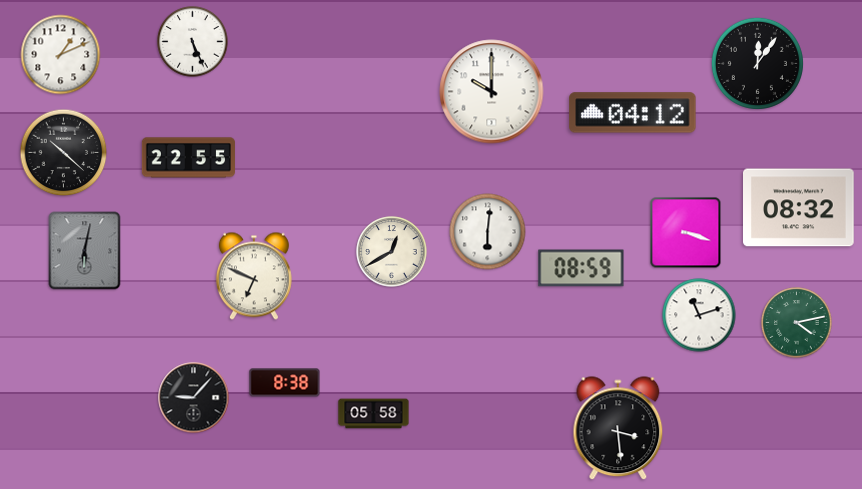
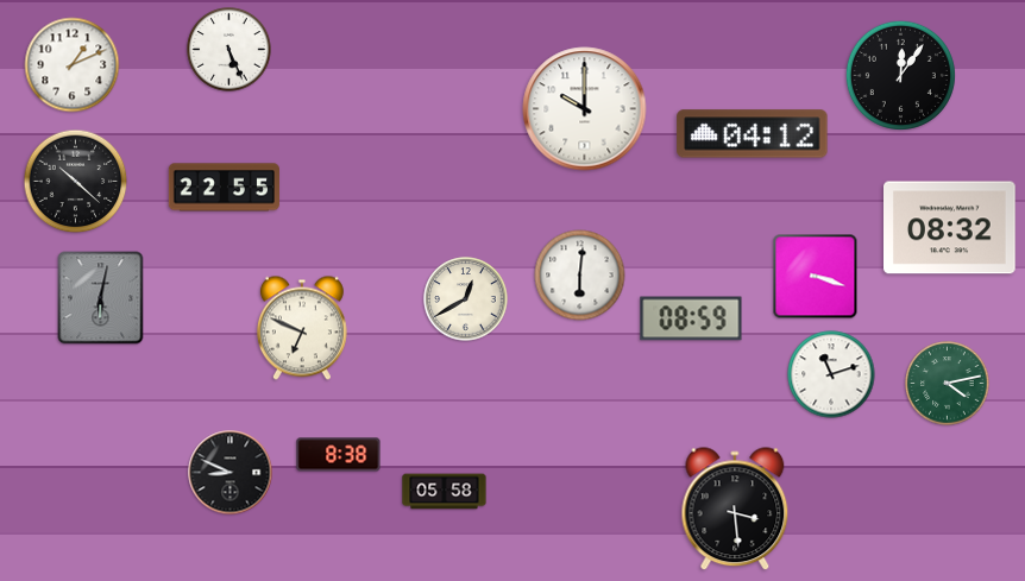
clock at (799, 208) position: (799, 208) -> (950, 228)
clock at (194, 398): 9:07 -> 8:49
